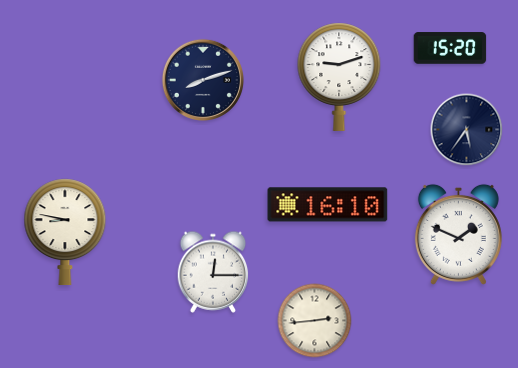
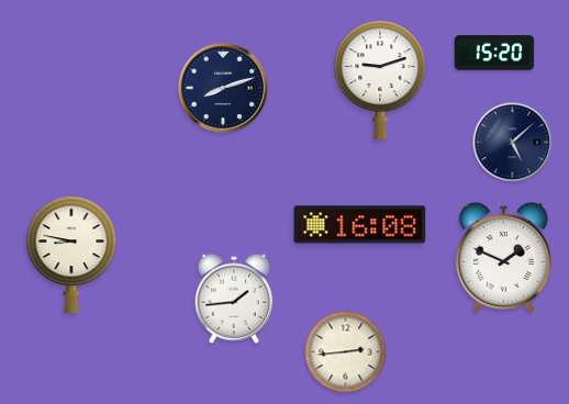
clock at (339, 77) position: (339, 77) -> (380, 80)
clock at (467, 130): 5:36 -> 5:08
clock at (328, 205): 16:10 -> 16:08
clock at (213, 272): 12:15 -> 1:44
